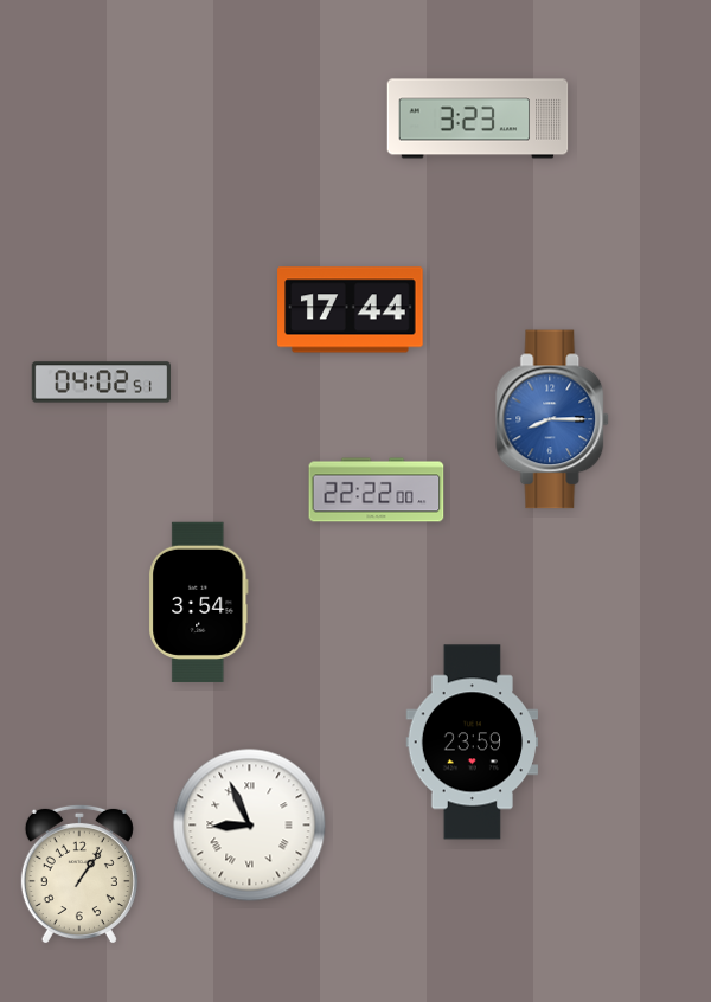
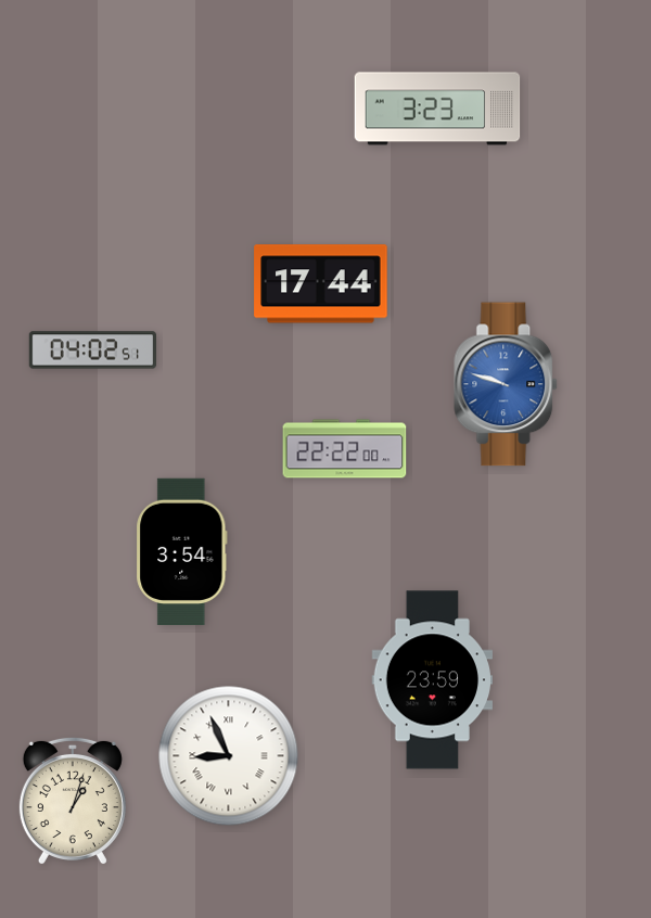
clock at (553, 419): 8:15 -> 9:48
clock at (79, 874): 1:06 -> 1:03
